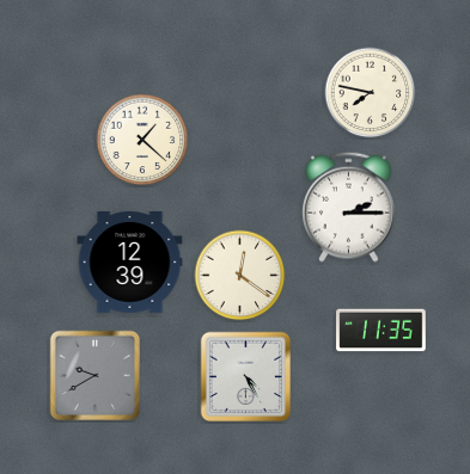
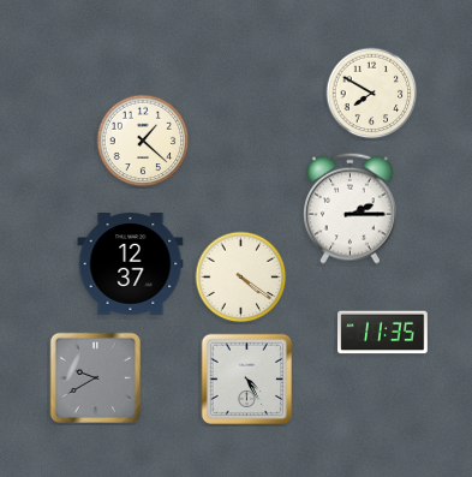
clock at (371, 93): 7:47 -> 7:50
clock at (130, 263): 12:39 -> 12:37
clock at (240, 276): 12:21 -> 4:21
